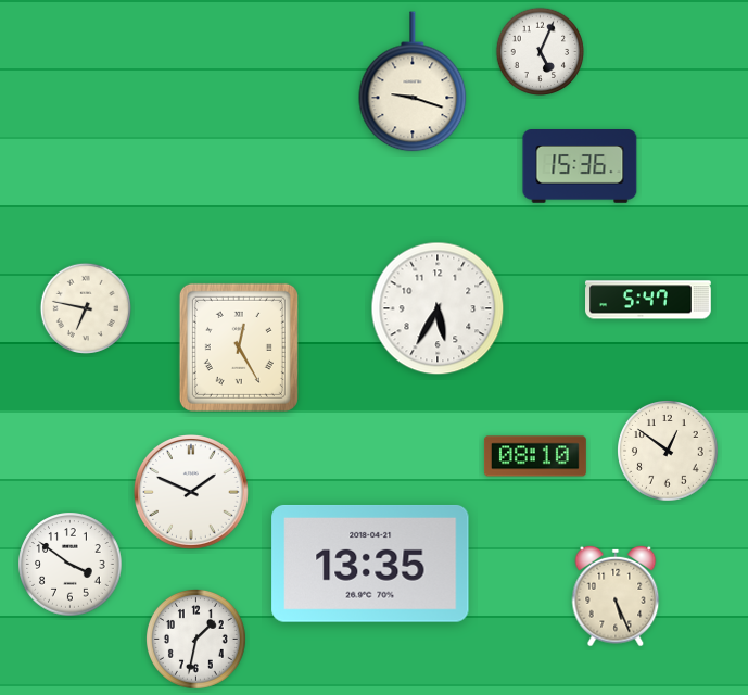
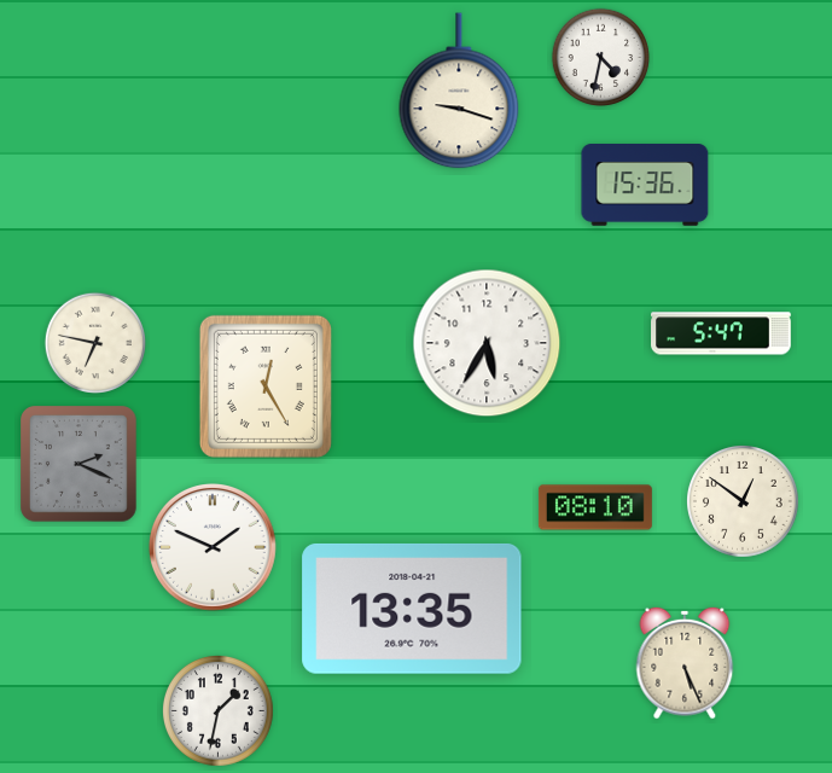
clock at (541, 52): 5:04 -> 4:32
clock at (80, 465): none -> 2:19
clock at (370, 564) position: (370, 564) -> (412, 609)
clock at (71, 565): 3:51 -> none
